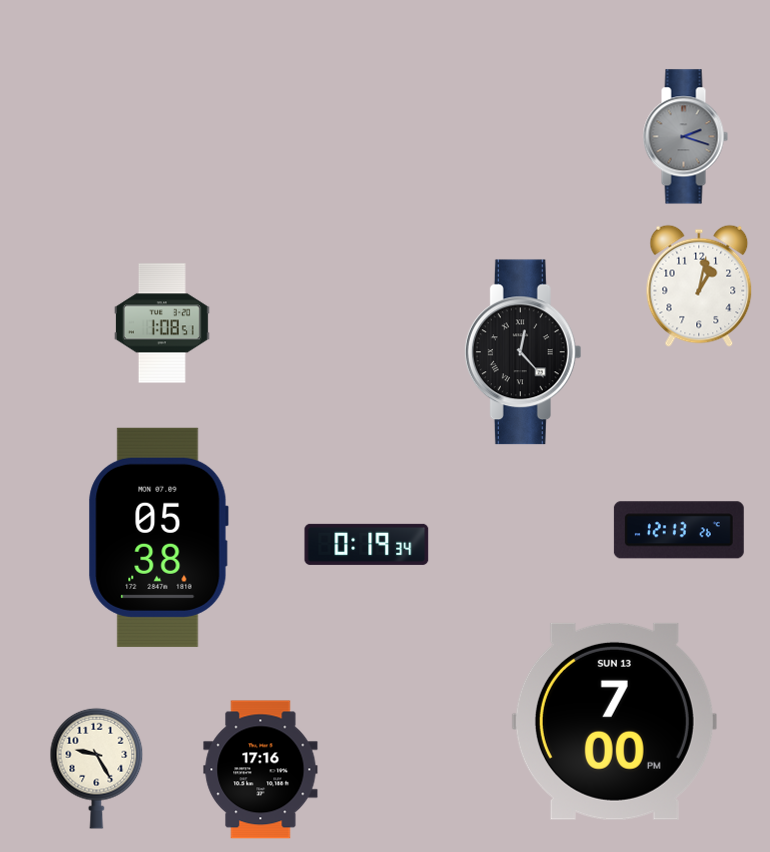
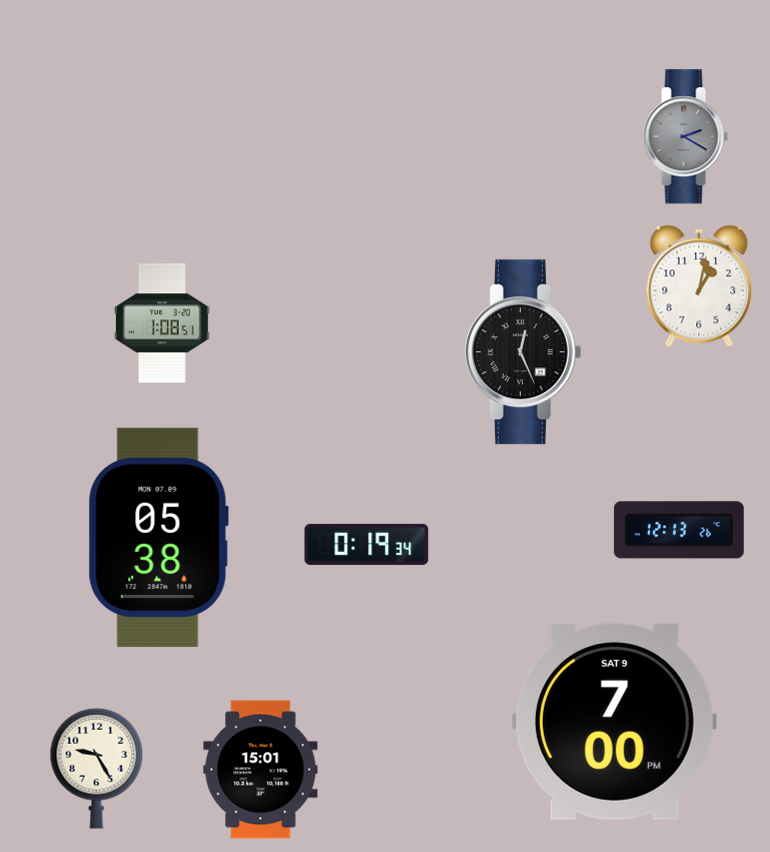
clock at (685, 137): 2:18 -> 2:20
clock at (523, 352): 12:23 -> 12:26
clock at (614, 721) date: SUN 13 -> SAT 9
clock at (261, 770): 17:16 -> 15:01
